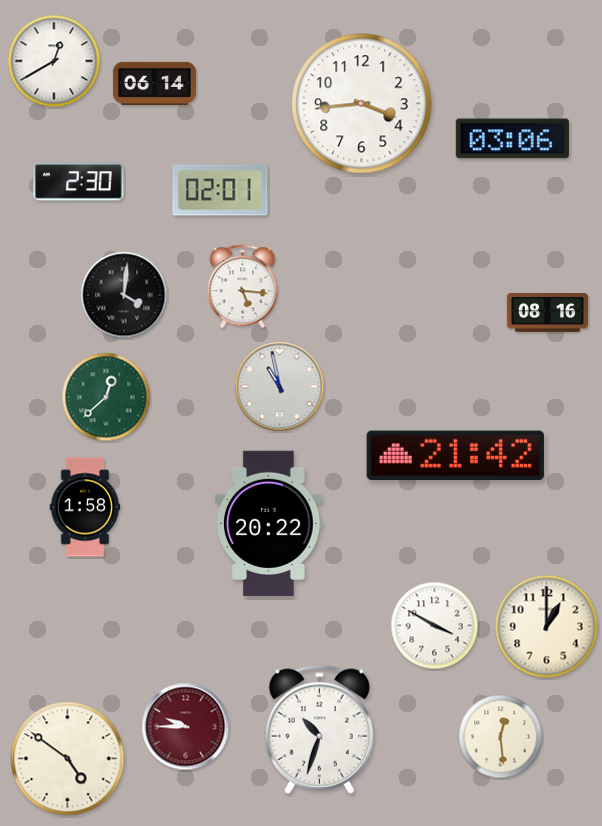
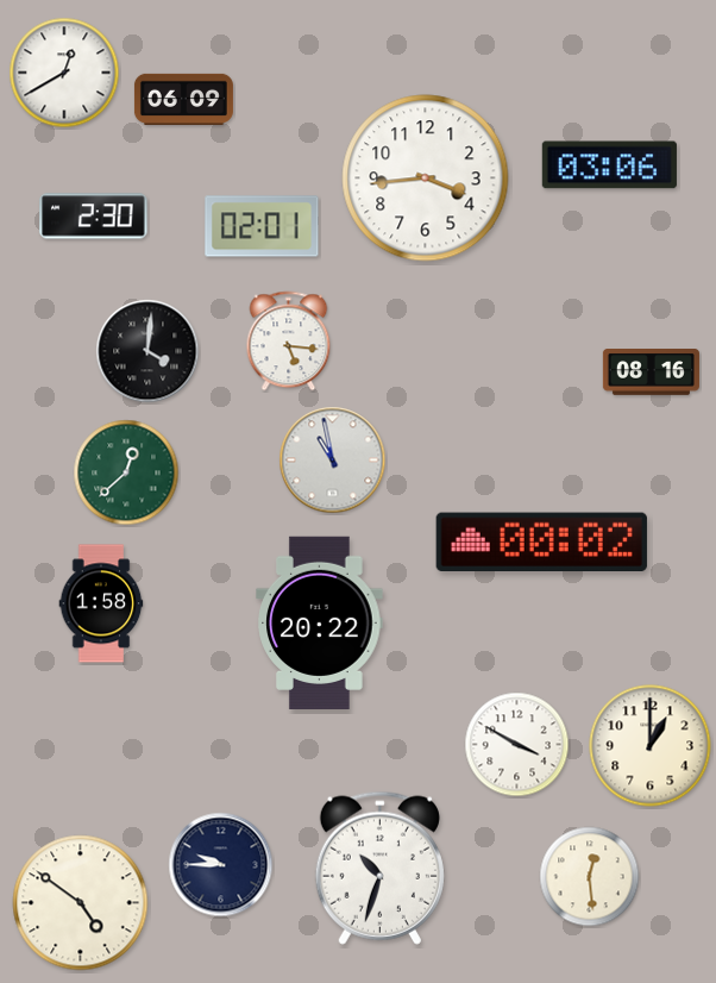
clock at (154, 83): 06:14 -> 06:09
clock at (362, 104) position: (362, 104) -> (426, 179)
clock at (455, 455): 21:42 -> 00:02
clock at (186, 727) dial: burgundy -> navy
clock at (501, 737) position: (501, 737) -> (590, 877)
